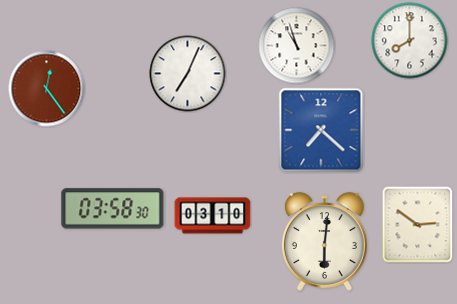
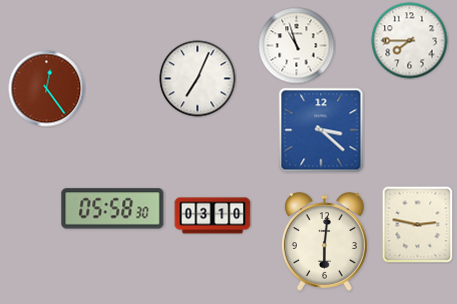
clock at (410, 41): 8:00 -> 7:45
clock at (188, 74) position: (188, 74) -> (198, 79)
clock at (321, 130): 7:22 -> 3:22
clock at (113, 209): 03:58 -> 05:58
clock at (418, 224): 2:51 -> 2:47
